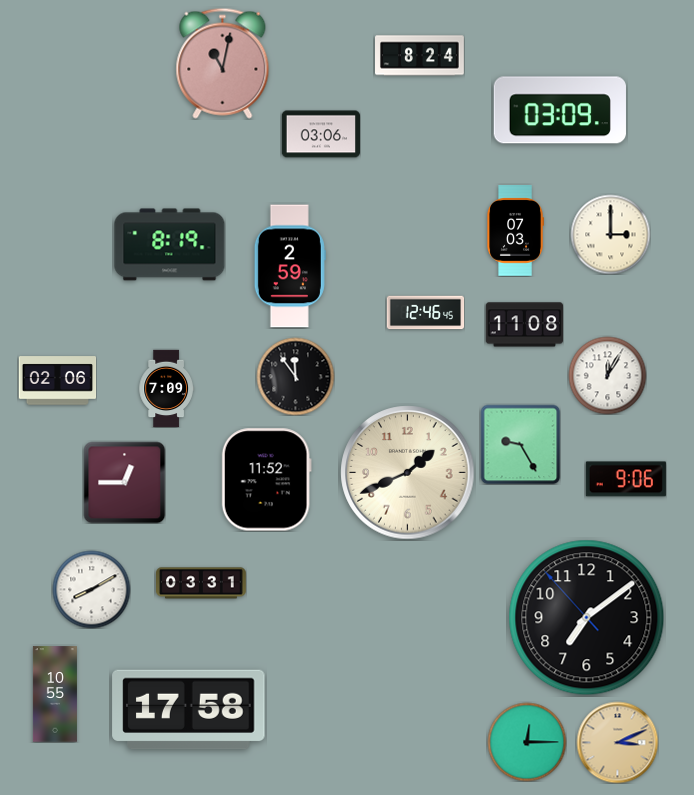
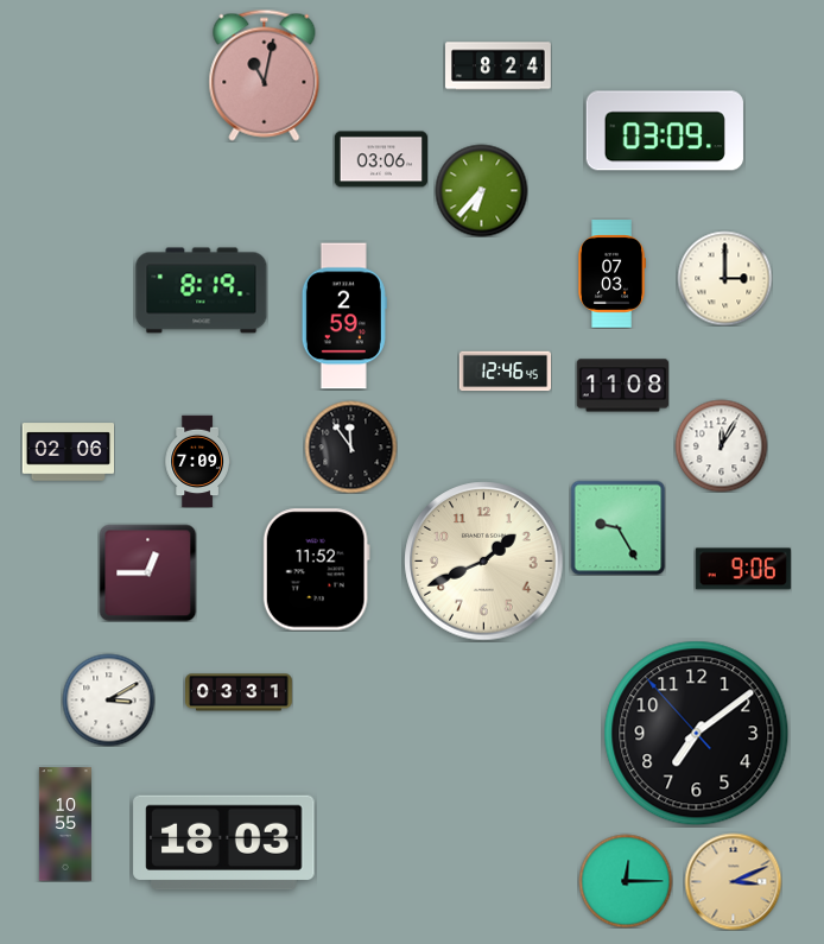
clock at (481, 190): none -> 6:37
clock at (91, 589): 8:10 -> 3:10
clock at (189, 710): 17:58 -> 18:03
